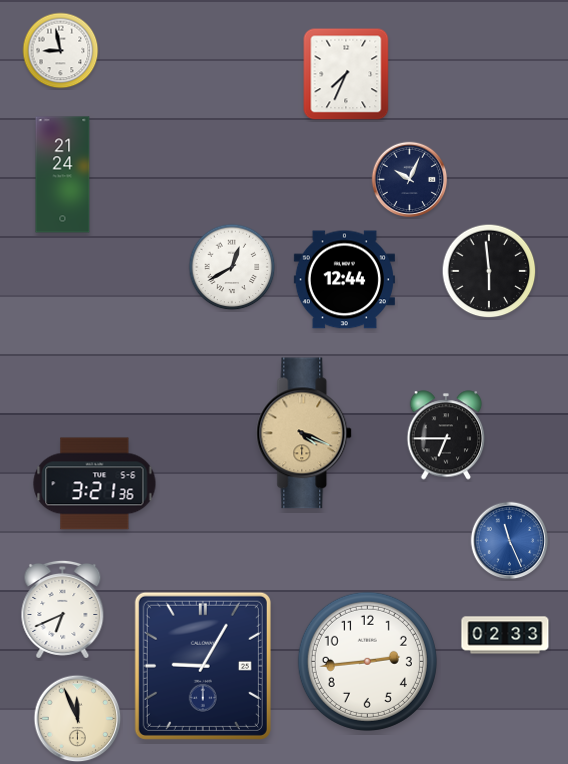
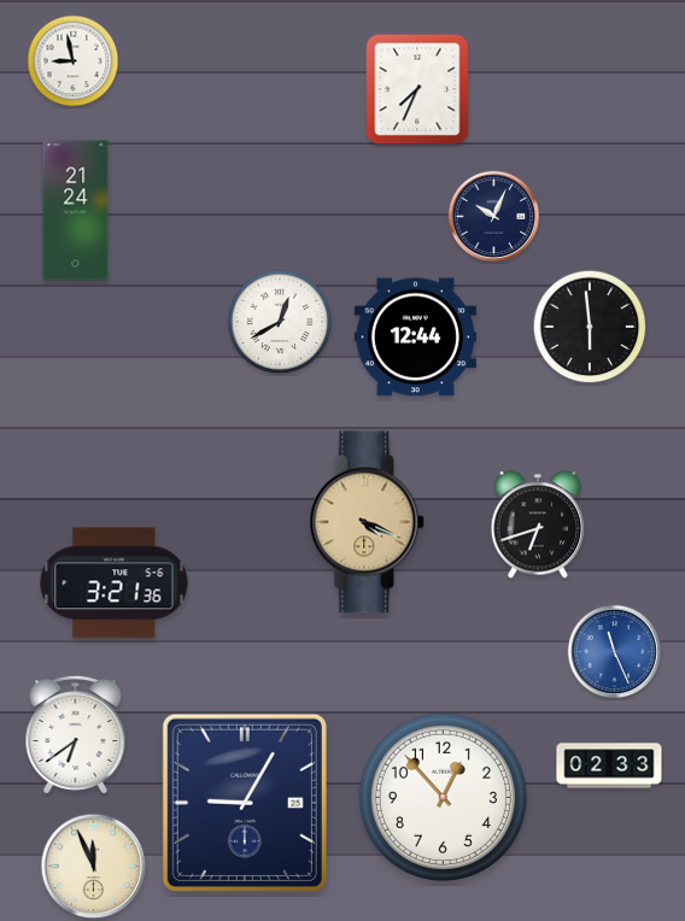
clock at (446, 435): 6:45 -> 6:42
clock at (63, 609): 6:41 -> 6:39
clock at (367, 661): 2:44 -> 12:53
